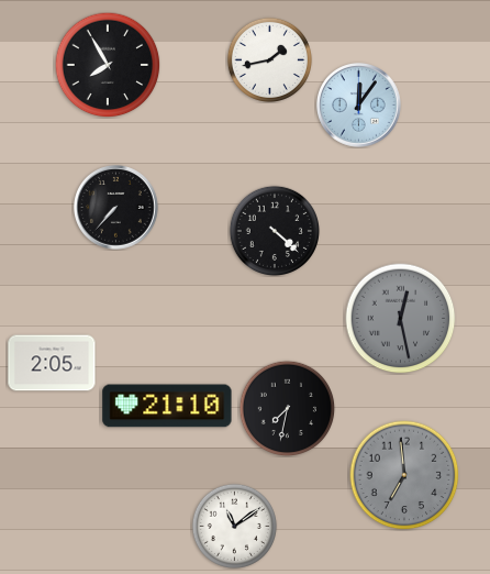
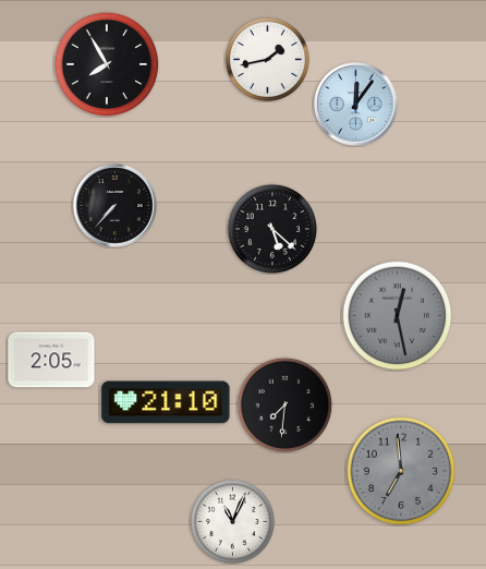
clock at (274, 230): 4:22 -> 5:22
clock at (287, 408): 7:32 -> 7:31
clock at (234, 526): 11:09 -> 11:04
